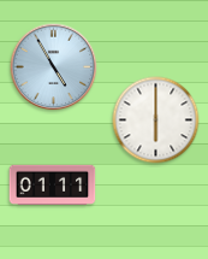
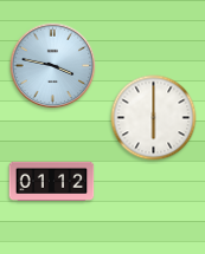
clock at (54, 67): 4:55 -> 3:47
clock at (53, 184): 01:11 -> 01:12
